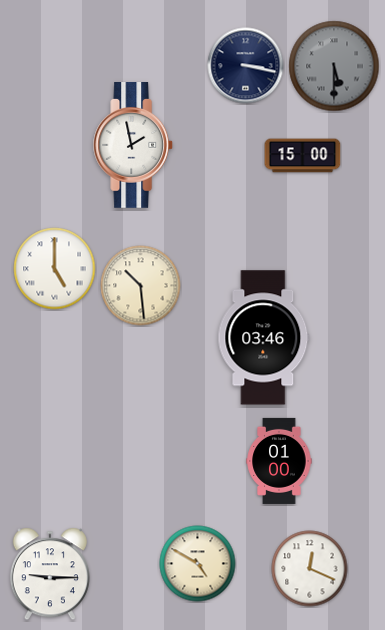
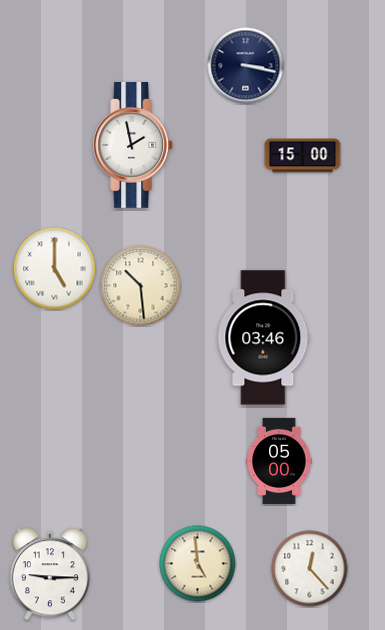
clock at (334, 66): 5:30 -> none
clock at (279, 461): 01:00 -> 05:00
clock at (198, 564): 4:50 -> 4:59
clock at (310, 569): 12:19 -> 12:23
